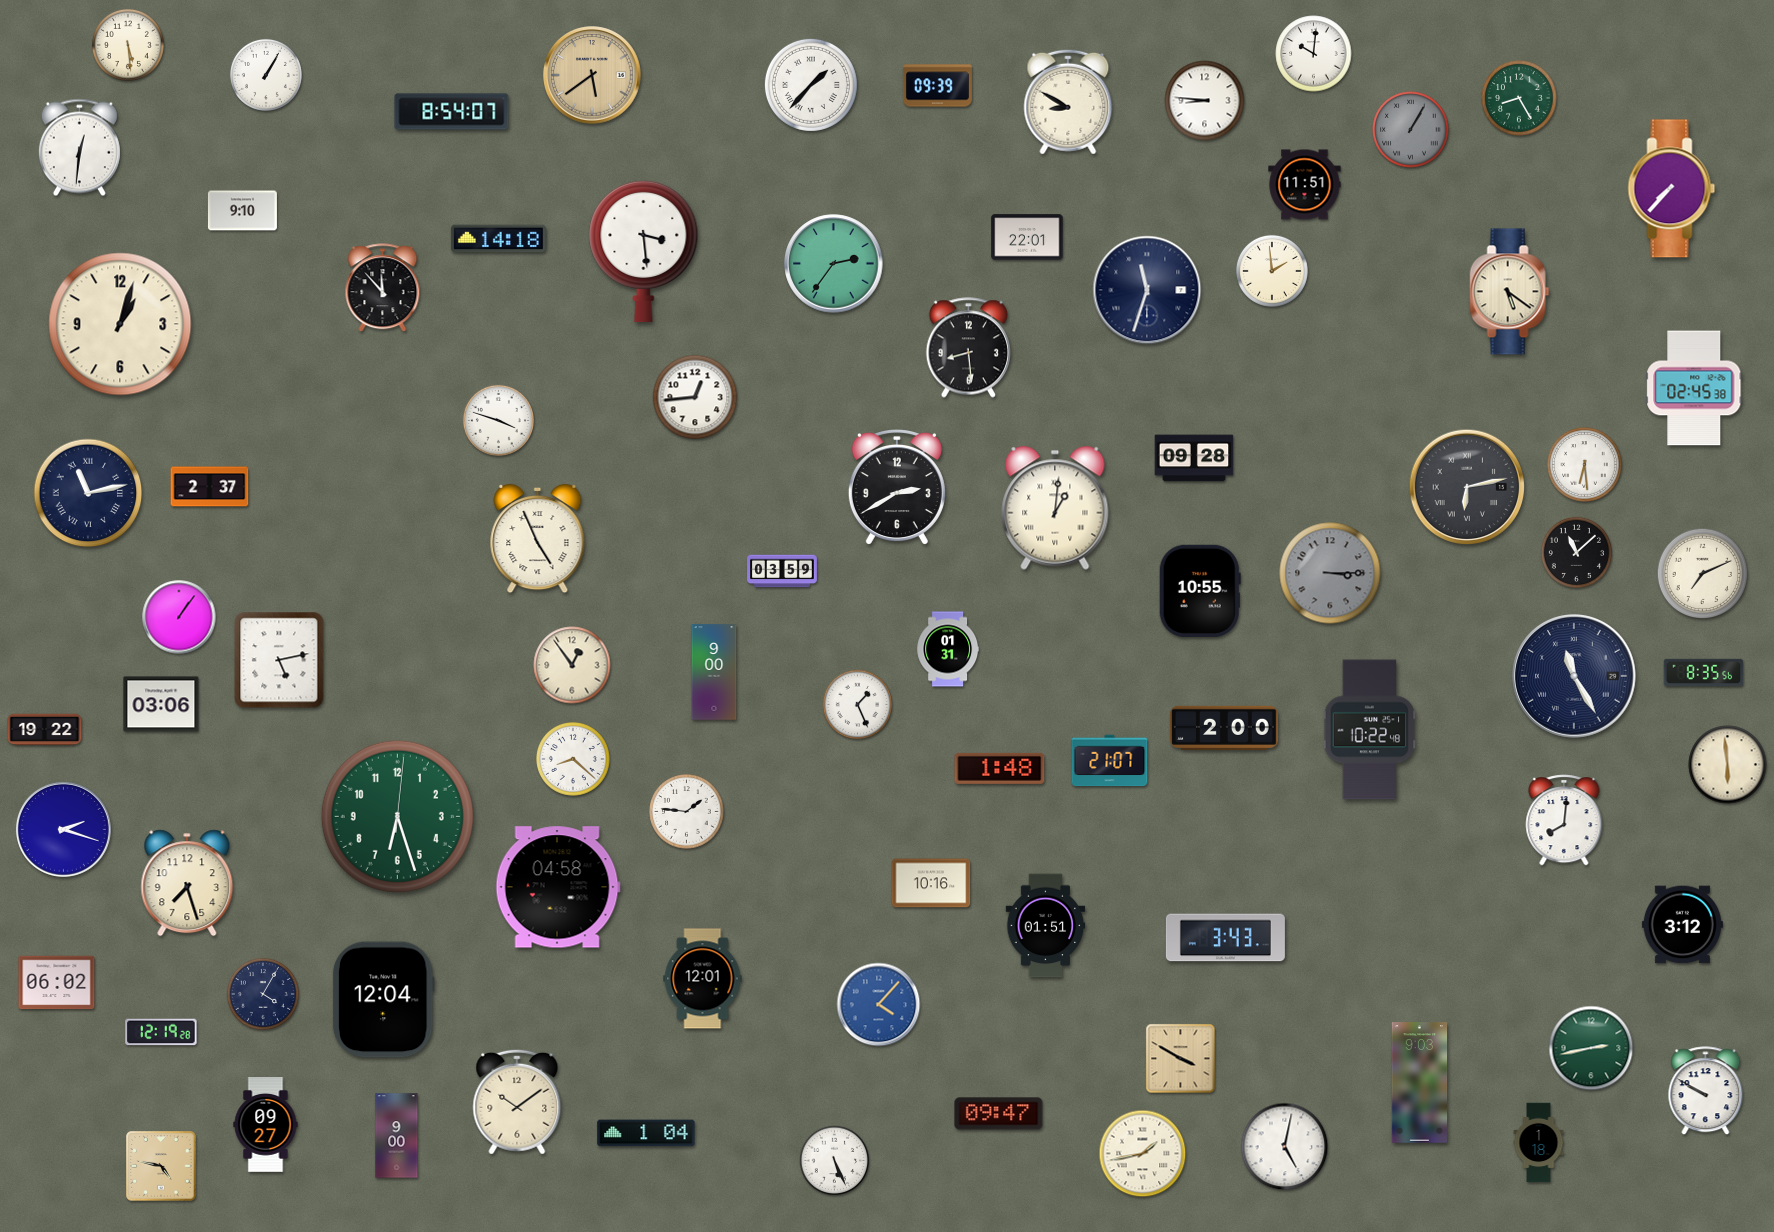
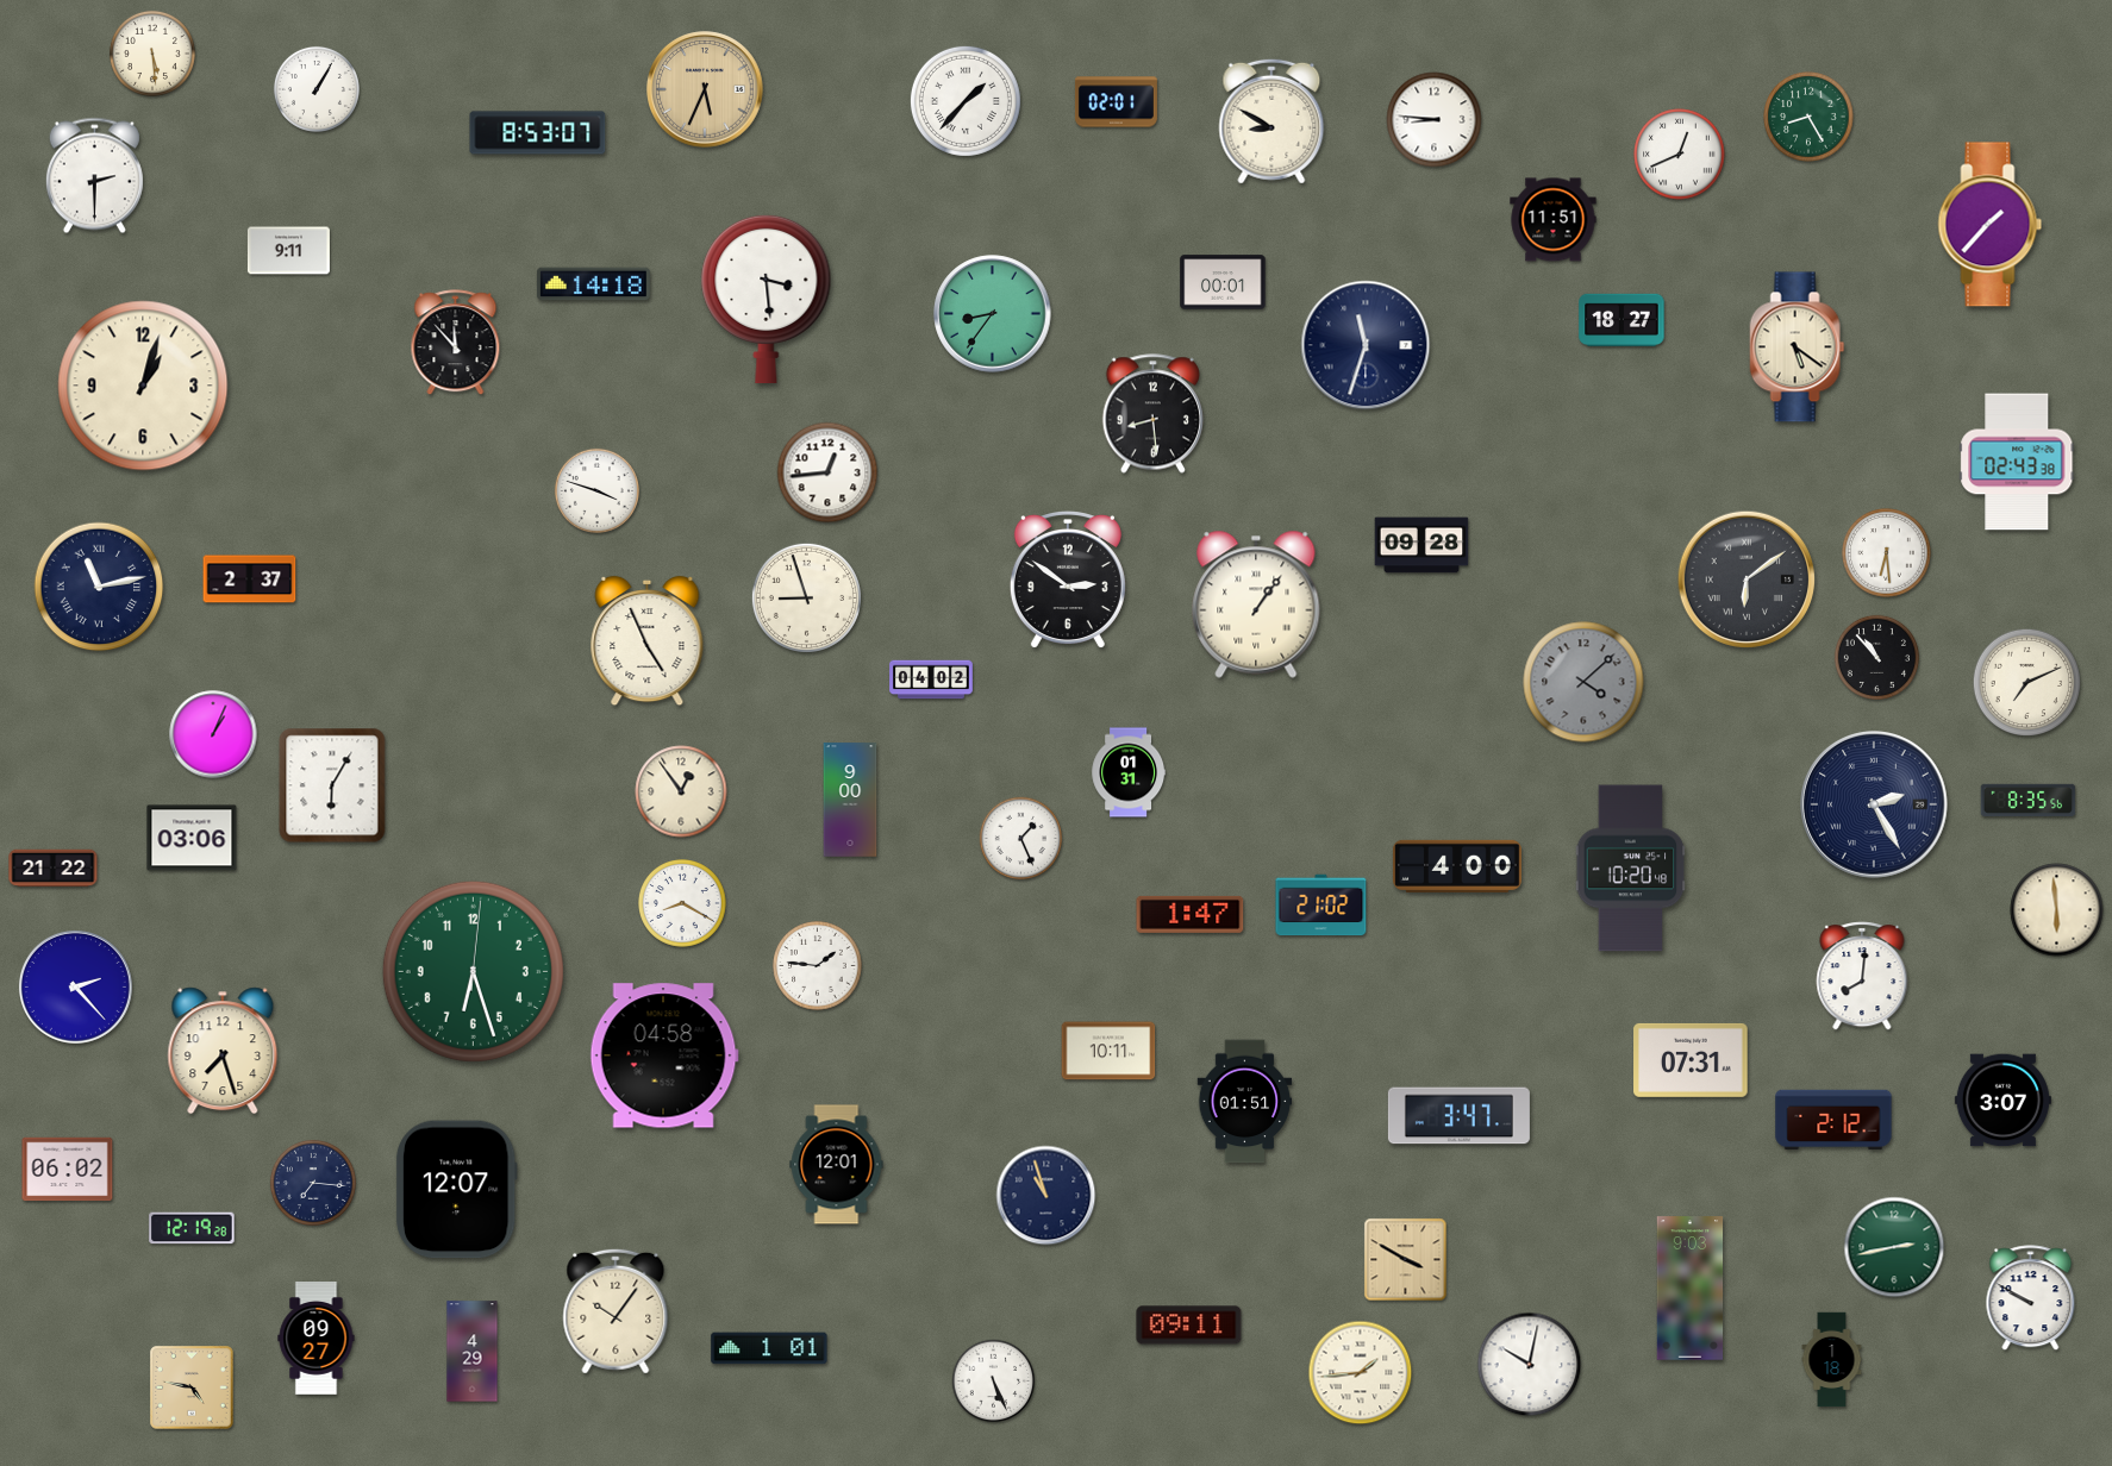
clock at (1314, 54): 10:01 -> none
clock at (592, 75): 5:39 -> 5:34
clock at (937, 86): 09:39 -> 02:01
clock at (452, 112): 8:54 -> 8:53
clock at (1411, 130): 1:05 -> 12:41
clock at (1411, 130) dial: grey -> white
clock at (79, 148): 12:31 -> 2:30
clock at (1672, 189): 7:37 -> 1:37
clock at (242, 211): 9:10 -> 9:11
clock at (1027, 237): 22:01 -> 00:01
clock at (834, 264): 2:36 -> 8:36
clock at (1622, 320): none -> 18:27
clock at (1272, 271): 1:59 -> none
clock at (1694, 388): 02:45 -> 02:43
clock at (498, 420) position: (498, 420) -> (596, 490)
clock at (897, 487): 2:40 -> 2:51
clock at (1467, 487): 6:13 -> 6:09
clock at (88, 493) position: (88, 493) -> (99, 587)
clock at (806, 597): none -> 8:57
clock at (1055, 508): 1:01 -> 1:06
clock at (538, 539) position: (538, 539) -> (648, 641)
clock at (1576, 552): 11:08 -> 10:53
clock at (782, 571): 03:59 -> 04:02
clock at (1330, 573): 3:15 -> 4:08
clock at (1200, 590): 10:55 -> none
clock at (179, 617): 1:06 -> 1:04
clock at (279, 660): 5:13 -> 6:05
clock at (1575, 677): 11:25 -> 2:25
clock at (1224, 728): 2:00 -> 4:00
clock at (45, 730): 19:22 -> 21:22
clock at (1370, 730): 10:22 -> 10:20
clock at (574, 760): 8:22 -> 8:20
clock at (1110, 761): 21:07 -> 21:02
clock at (1000, 768): 1:48 -> 1:47
clock at (63, 829): 2:18 -> 2:23
clock at (931, 883): 10:16 -> 10:11
clock at (1691, 1060): none -> 07:31
clock at (1682, 925): 3:12 -> 3:07
clock at (1225, 938): 3:43 -> 3:47
clock at (1833, 1120): none -> 2:12
clock at (263, 994): 4:05 -> 7:16
clock at (383, 1000): 12:04 -> 12:07
clock at (879, 1005): 4:07 -> 10:57
clock at (879, 1005) dial: blue -> navy
clock at (517, 1102): 10:09 -> 10:06
clock at (999, 1114): 09:47 -> 09:11
clock at (646, 1133): 1:04 -> 1:01
clock at (397, 1136): 9:00 -> 4:29
clock at (1285, 1147): 5:02 -> 10:02
clock at (1143, 1154): 1:43 -> 1:44
